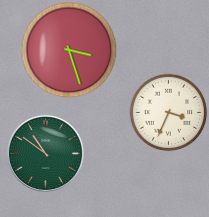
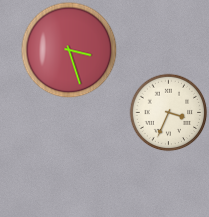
clock at (45, 153): 10:51 -> none
